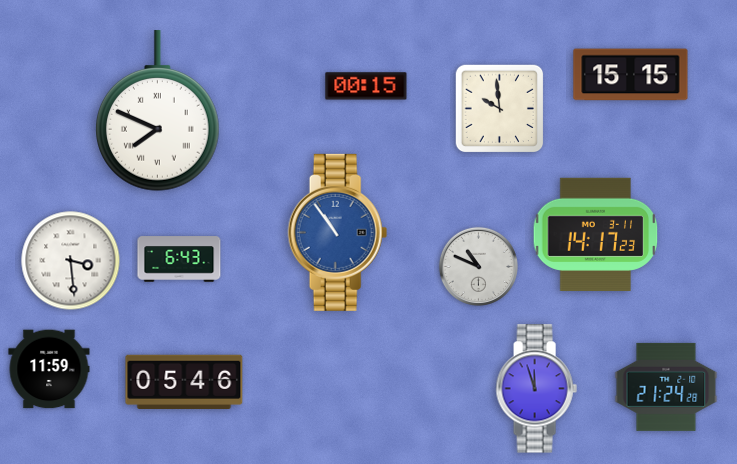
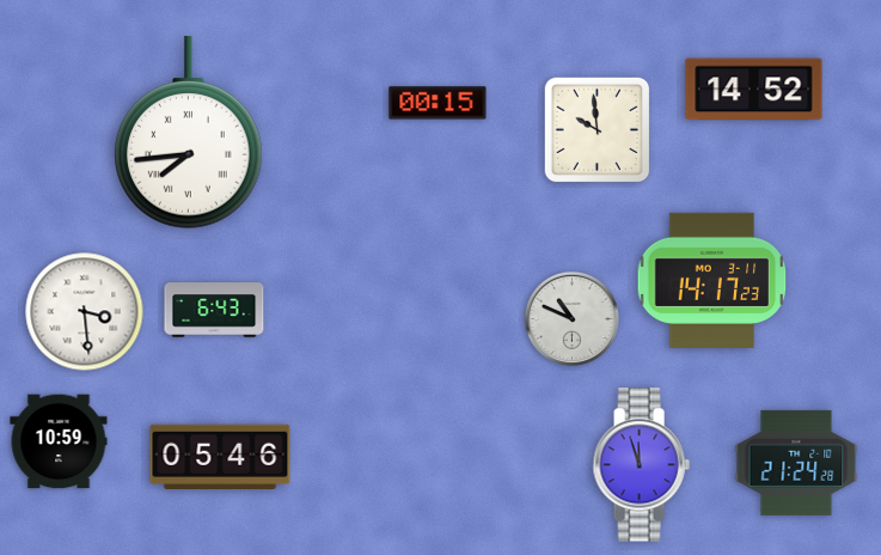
clock at (631, 75): 15:15 -> 14:52
clock at (158, 111): 7:49 -> 7:44
clock at (338, 232): 10:54 -> none
clock at (49, 369): 11:59 -> 10:59
